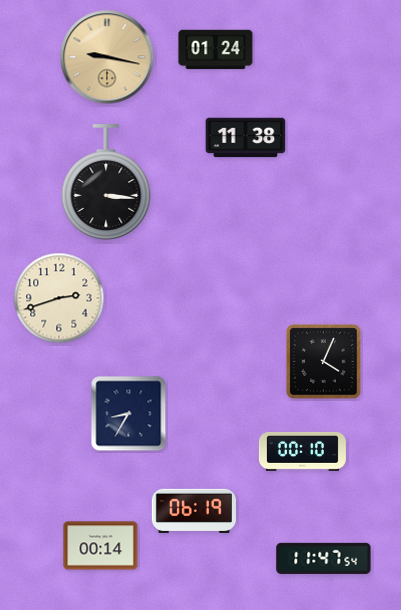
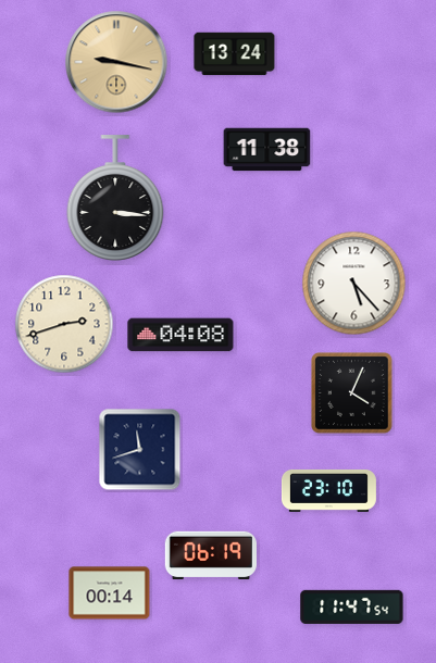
clock at (216, 50): 01:24 -> 13:24
clock at (354, 284): none -> 5:23
clock at (180, 335): none -> 04:08
clock at (129, 414): 8:35 -> 11:42
clock at (302, 451): 00:10 -> 23:10
